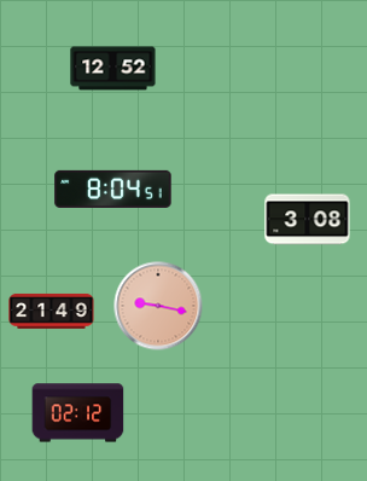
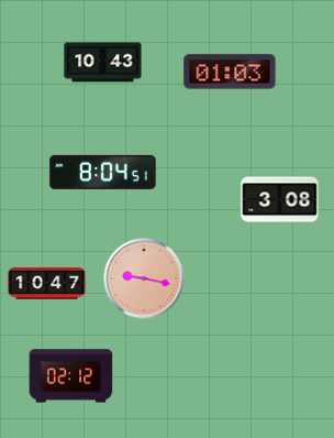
clock at (113, 69): 12:52 -> 10:43
clock at (230, 72): none -> 01:03
clock at (52, 312): 21:49 -> 10:47
